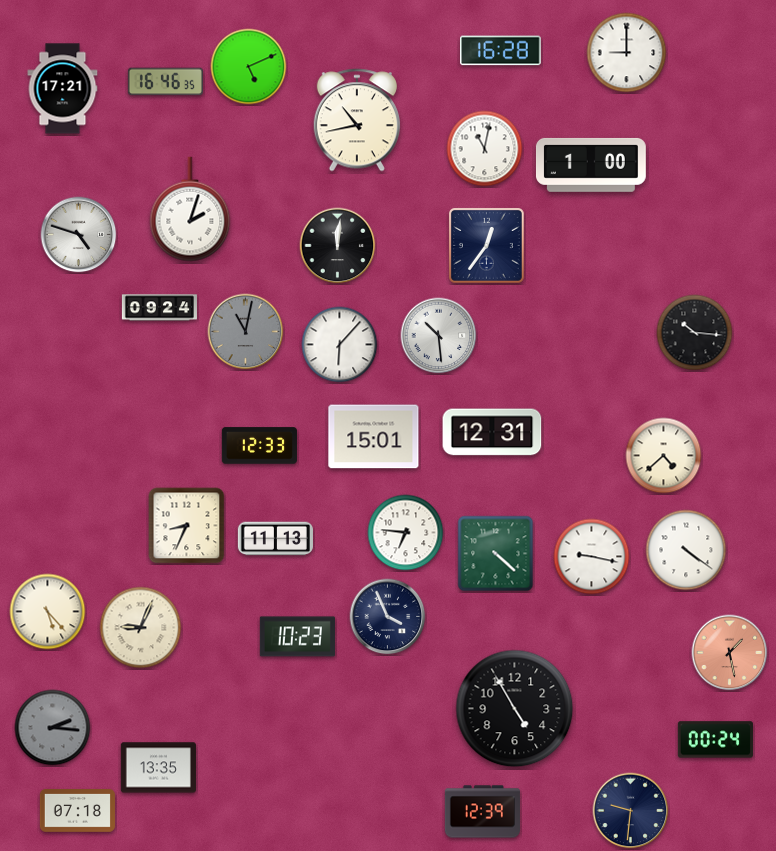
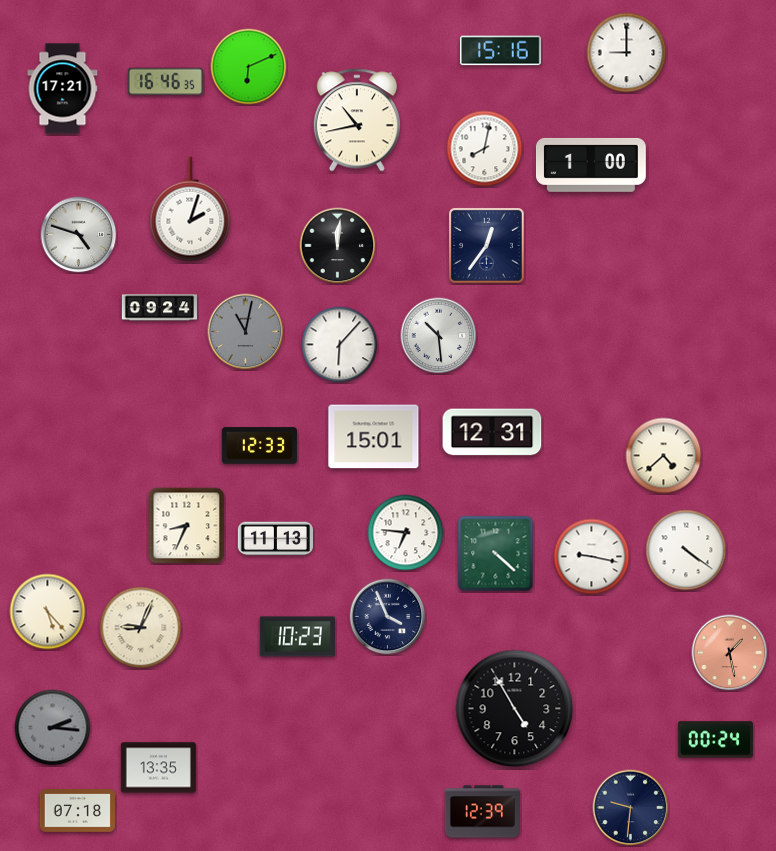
clock at (501, 51): 16:28 -> 15:16
clock at (249, 67): 5:11 -> 6:11
clock at (485, 149): 11:02 -> 8:02
clock at (695, 333): 10:16 -> none
clock at (631, 811) position: (631, 811) -> (631, 808)
